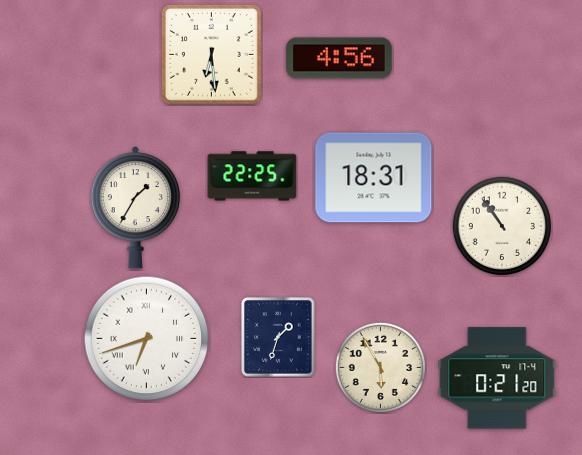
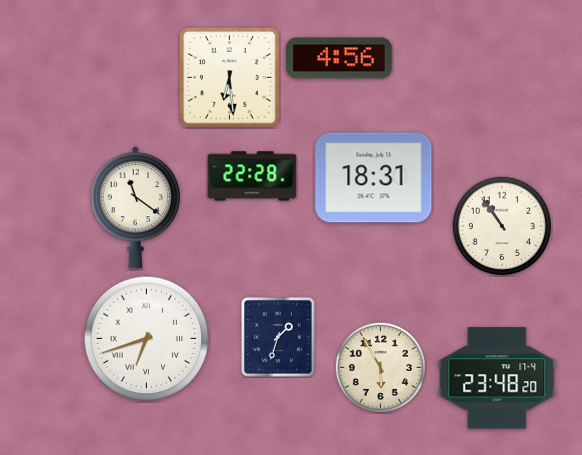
clock at (211, 54) position: (211, 54) -> (229, 77)
clock at (252, 176): 22:25 -> 22:28
clock at (135, 208): 1:35 -> 11:21
clock at (497, 378): 0:21 -> 23:48
